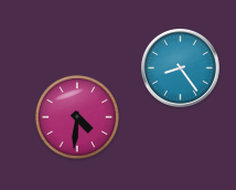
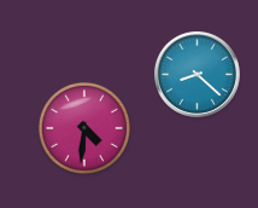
clock at (180, 67): 8:24 -> 8:22
